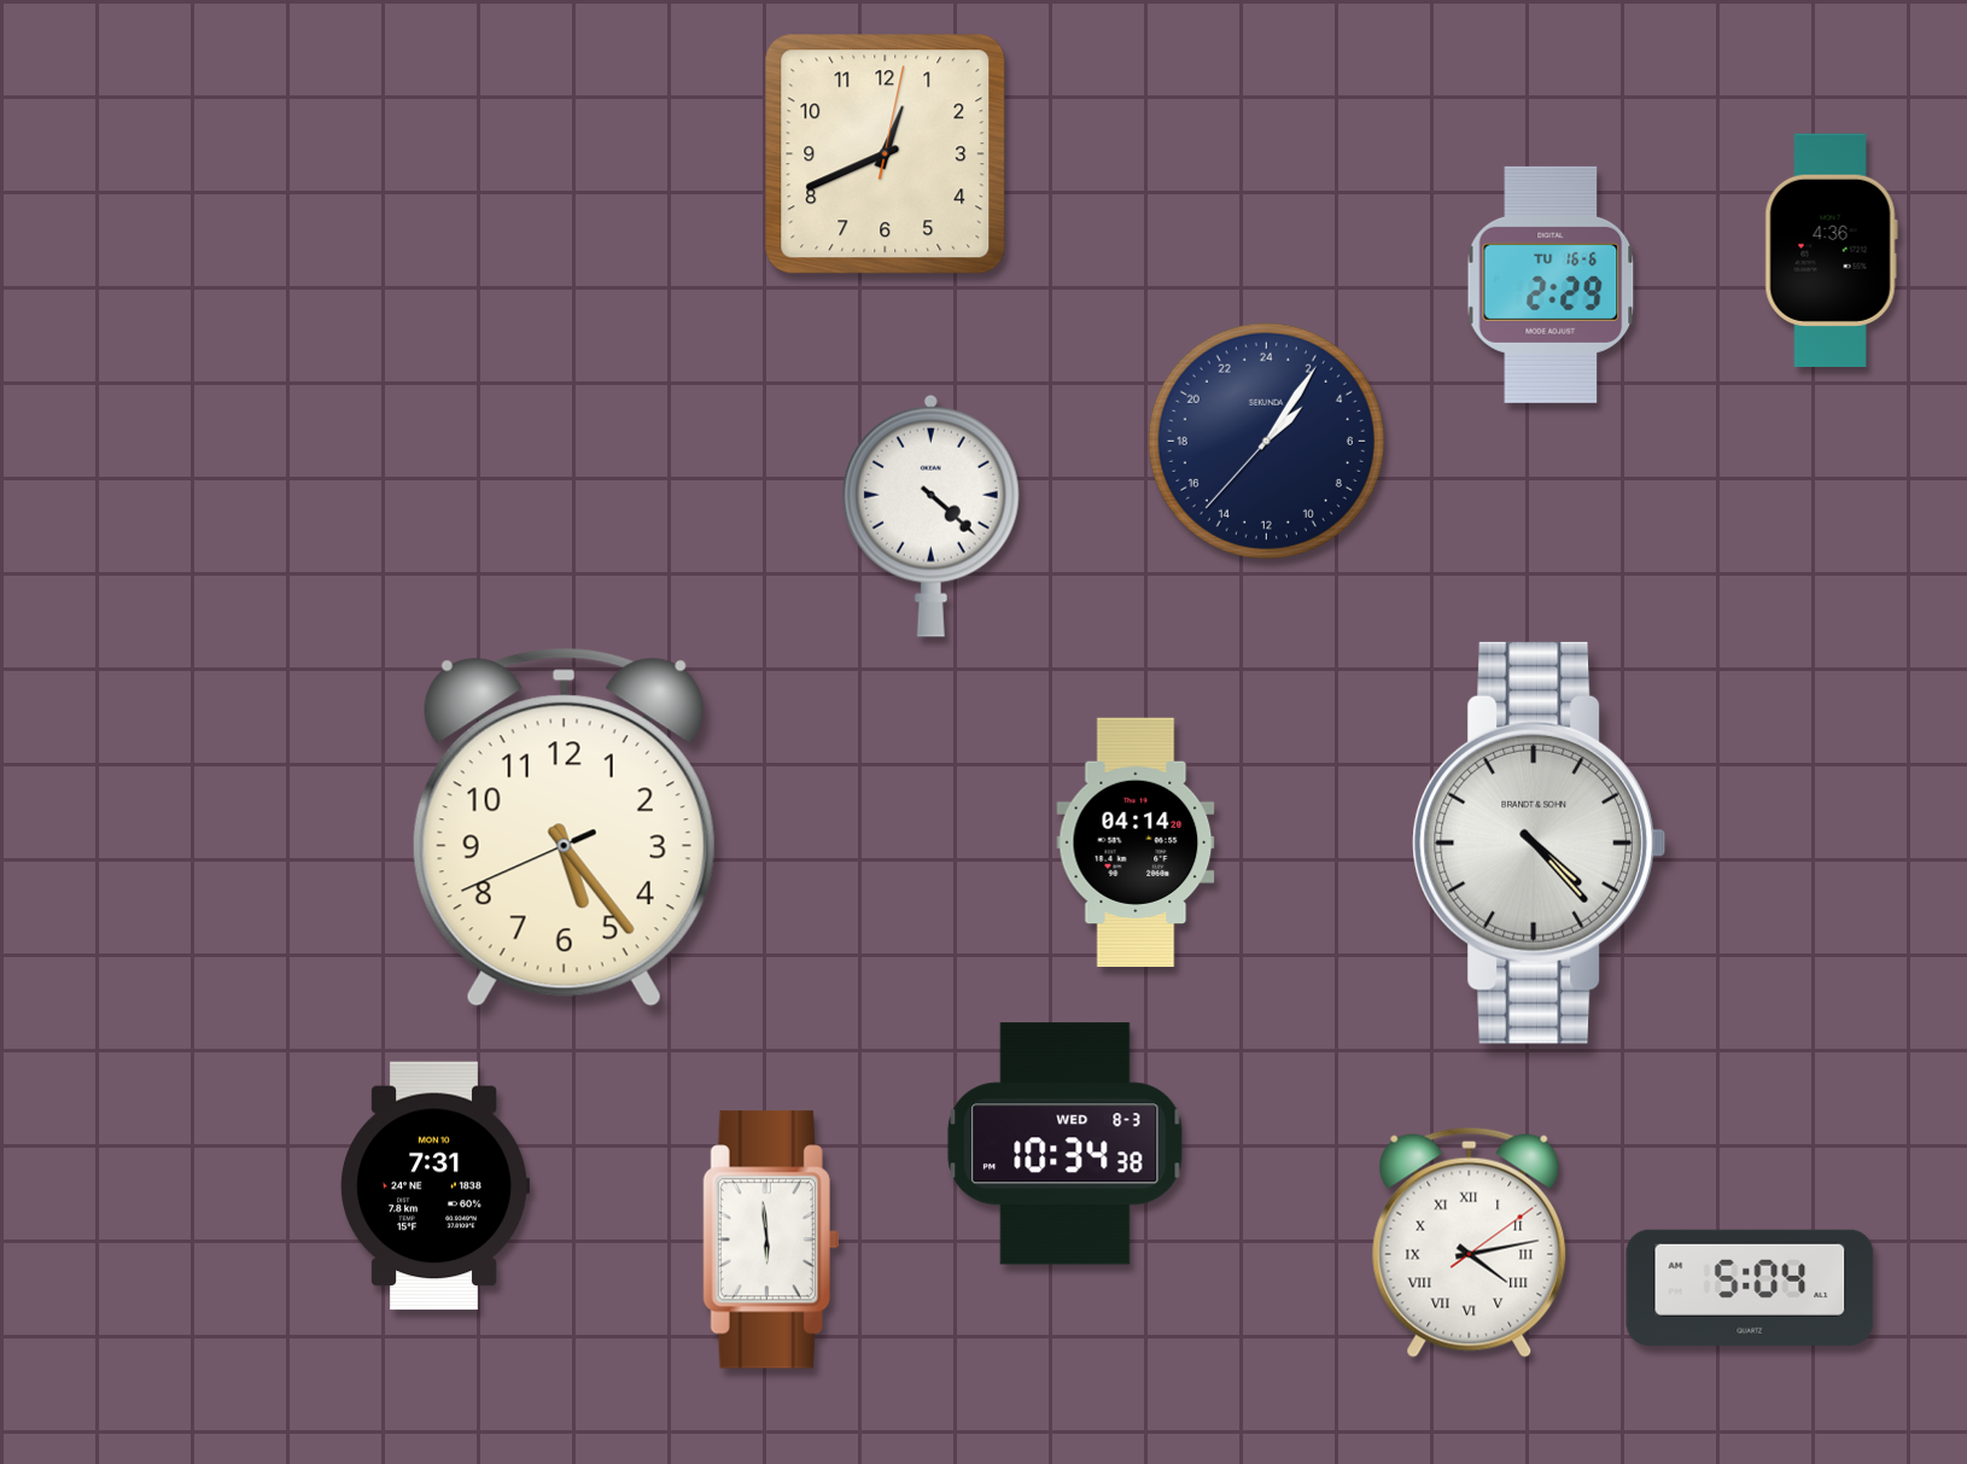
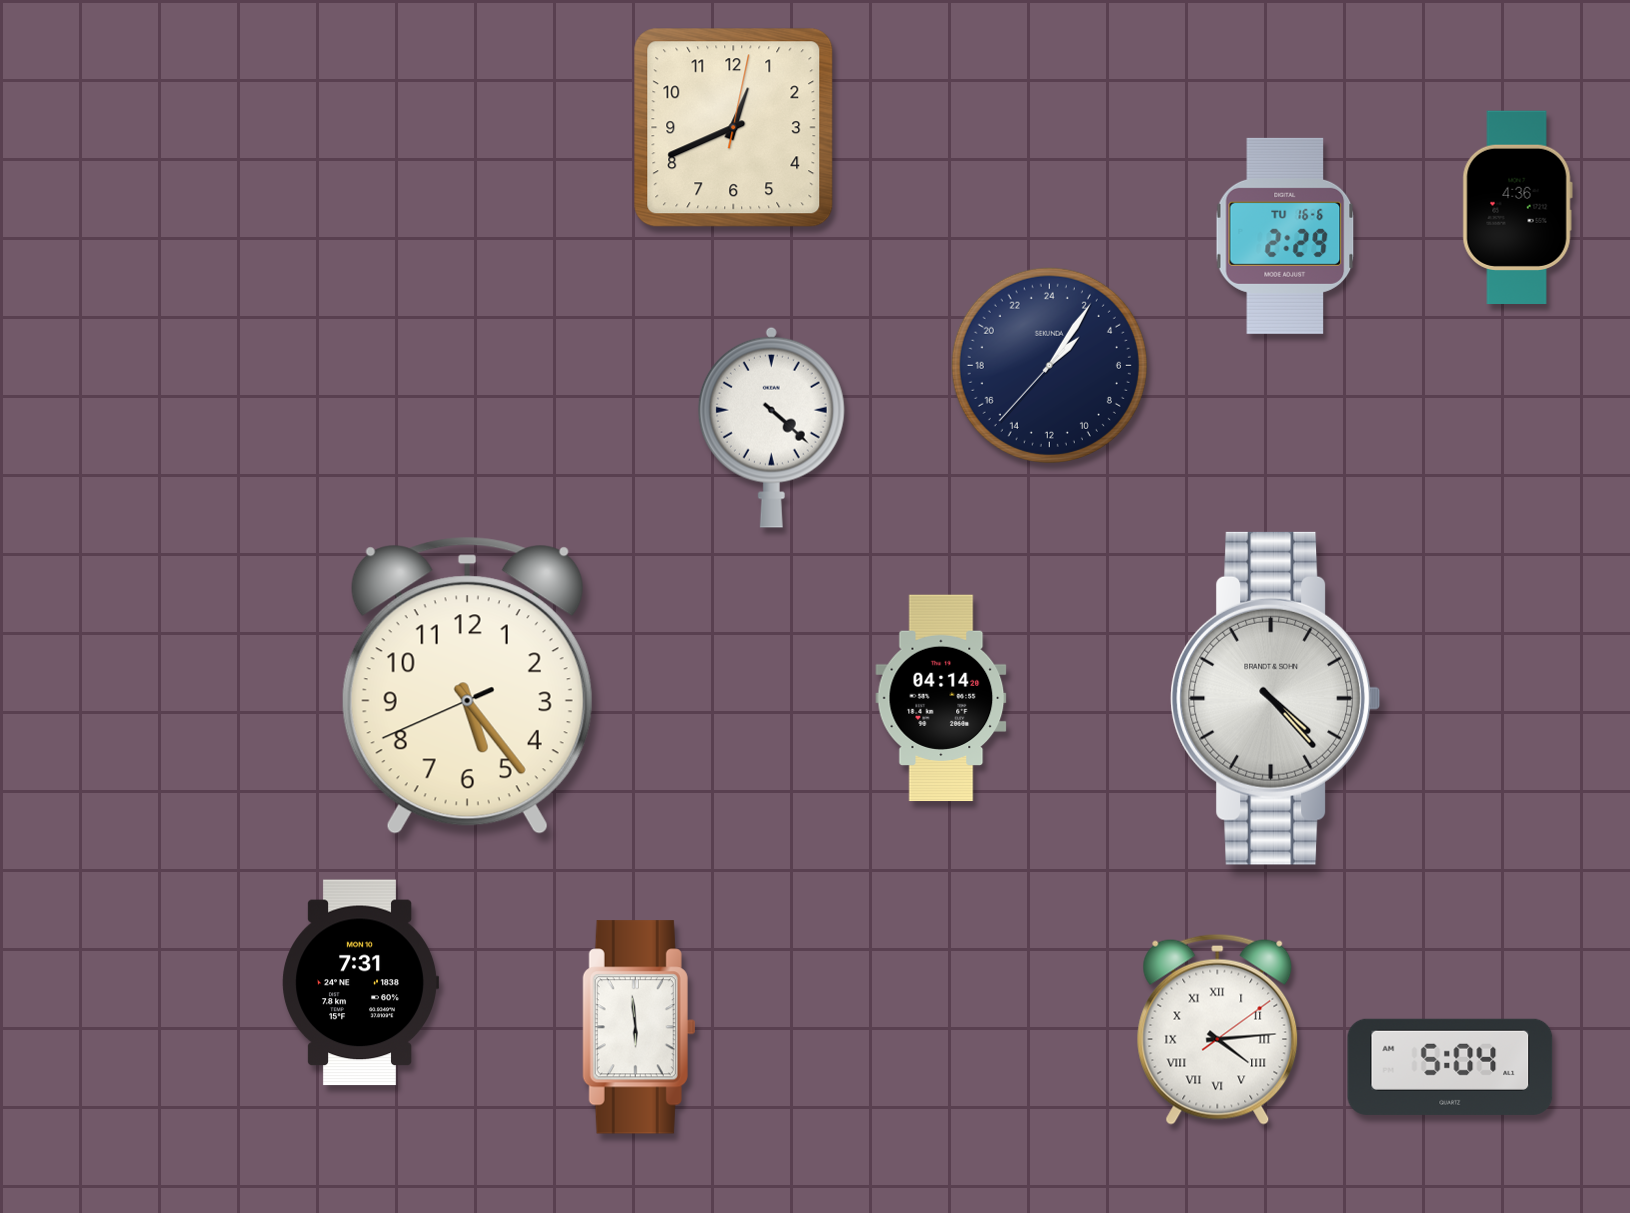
clock at (1066, 1144): 10:34 -> none
clock at (1470, 1242): 4:13 -> 4:14
